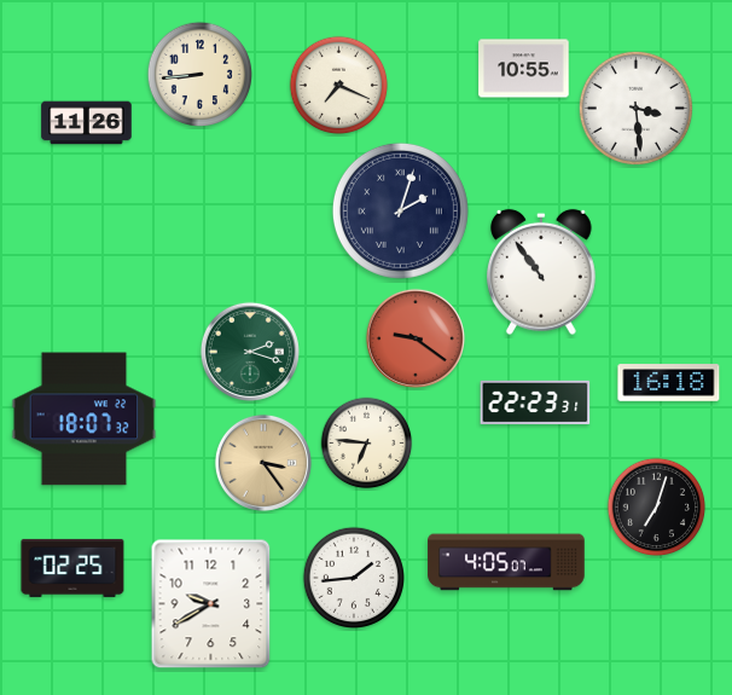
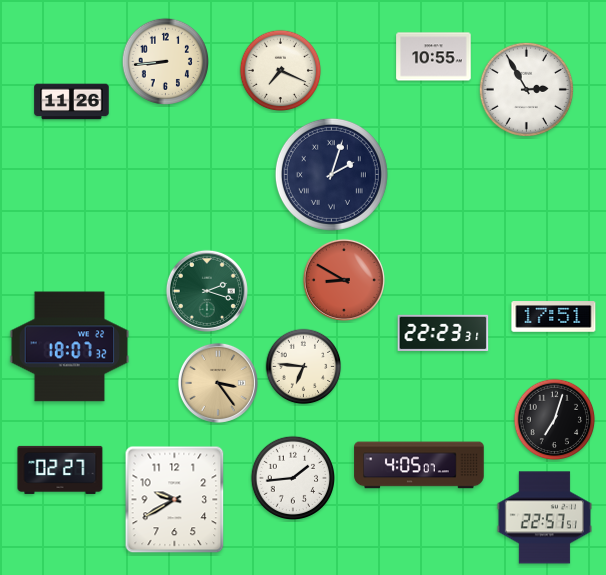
clock at (635, 108): 3:29 -> 2:55
clock at (542, 272): 10:54 -> none
clock at (416, 338): 9:21 -> 8:50
clock at (669, 383): 16:18 -> 17:51
clock at (657, 508) position: (657, 508) -> (555, 420)
clock at (72, 568): 02:25 -> 02:27
clock at (544, 518): none -> 22:57
